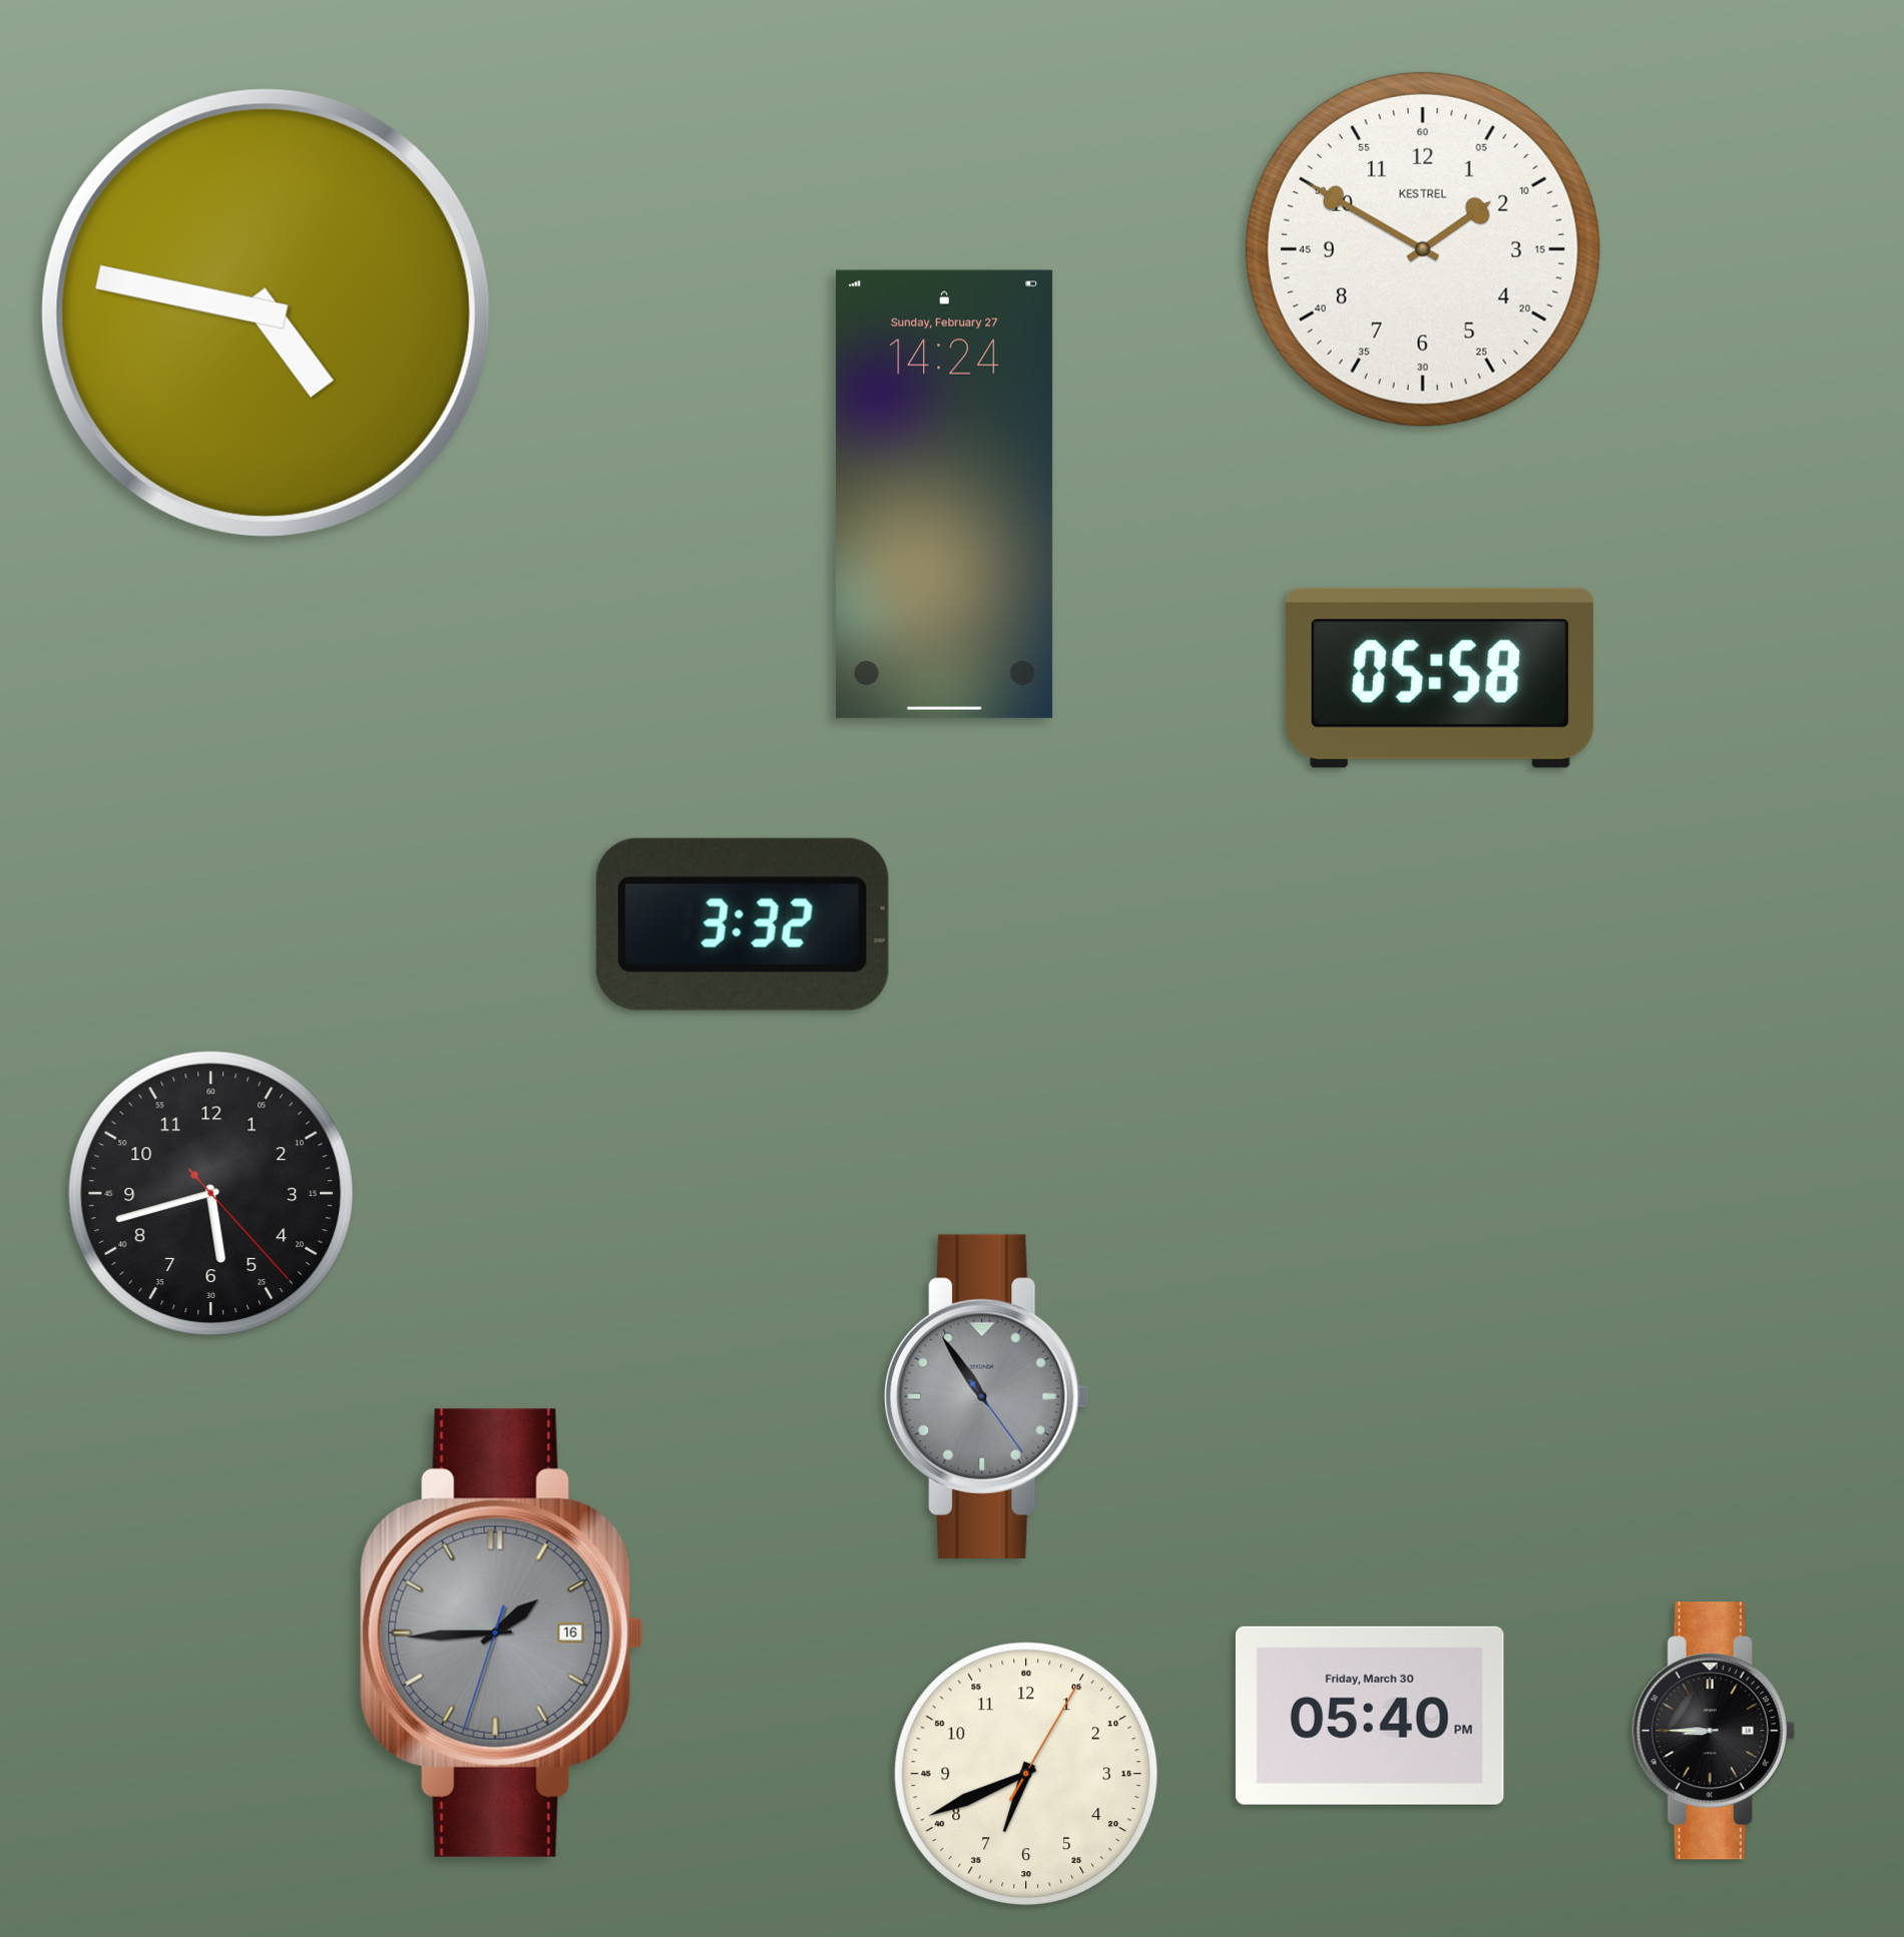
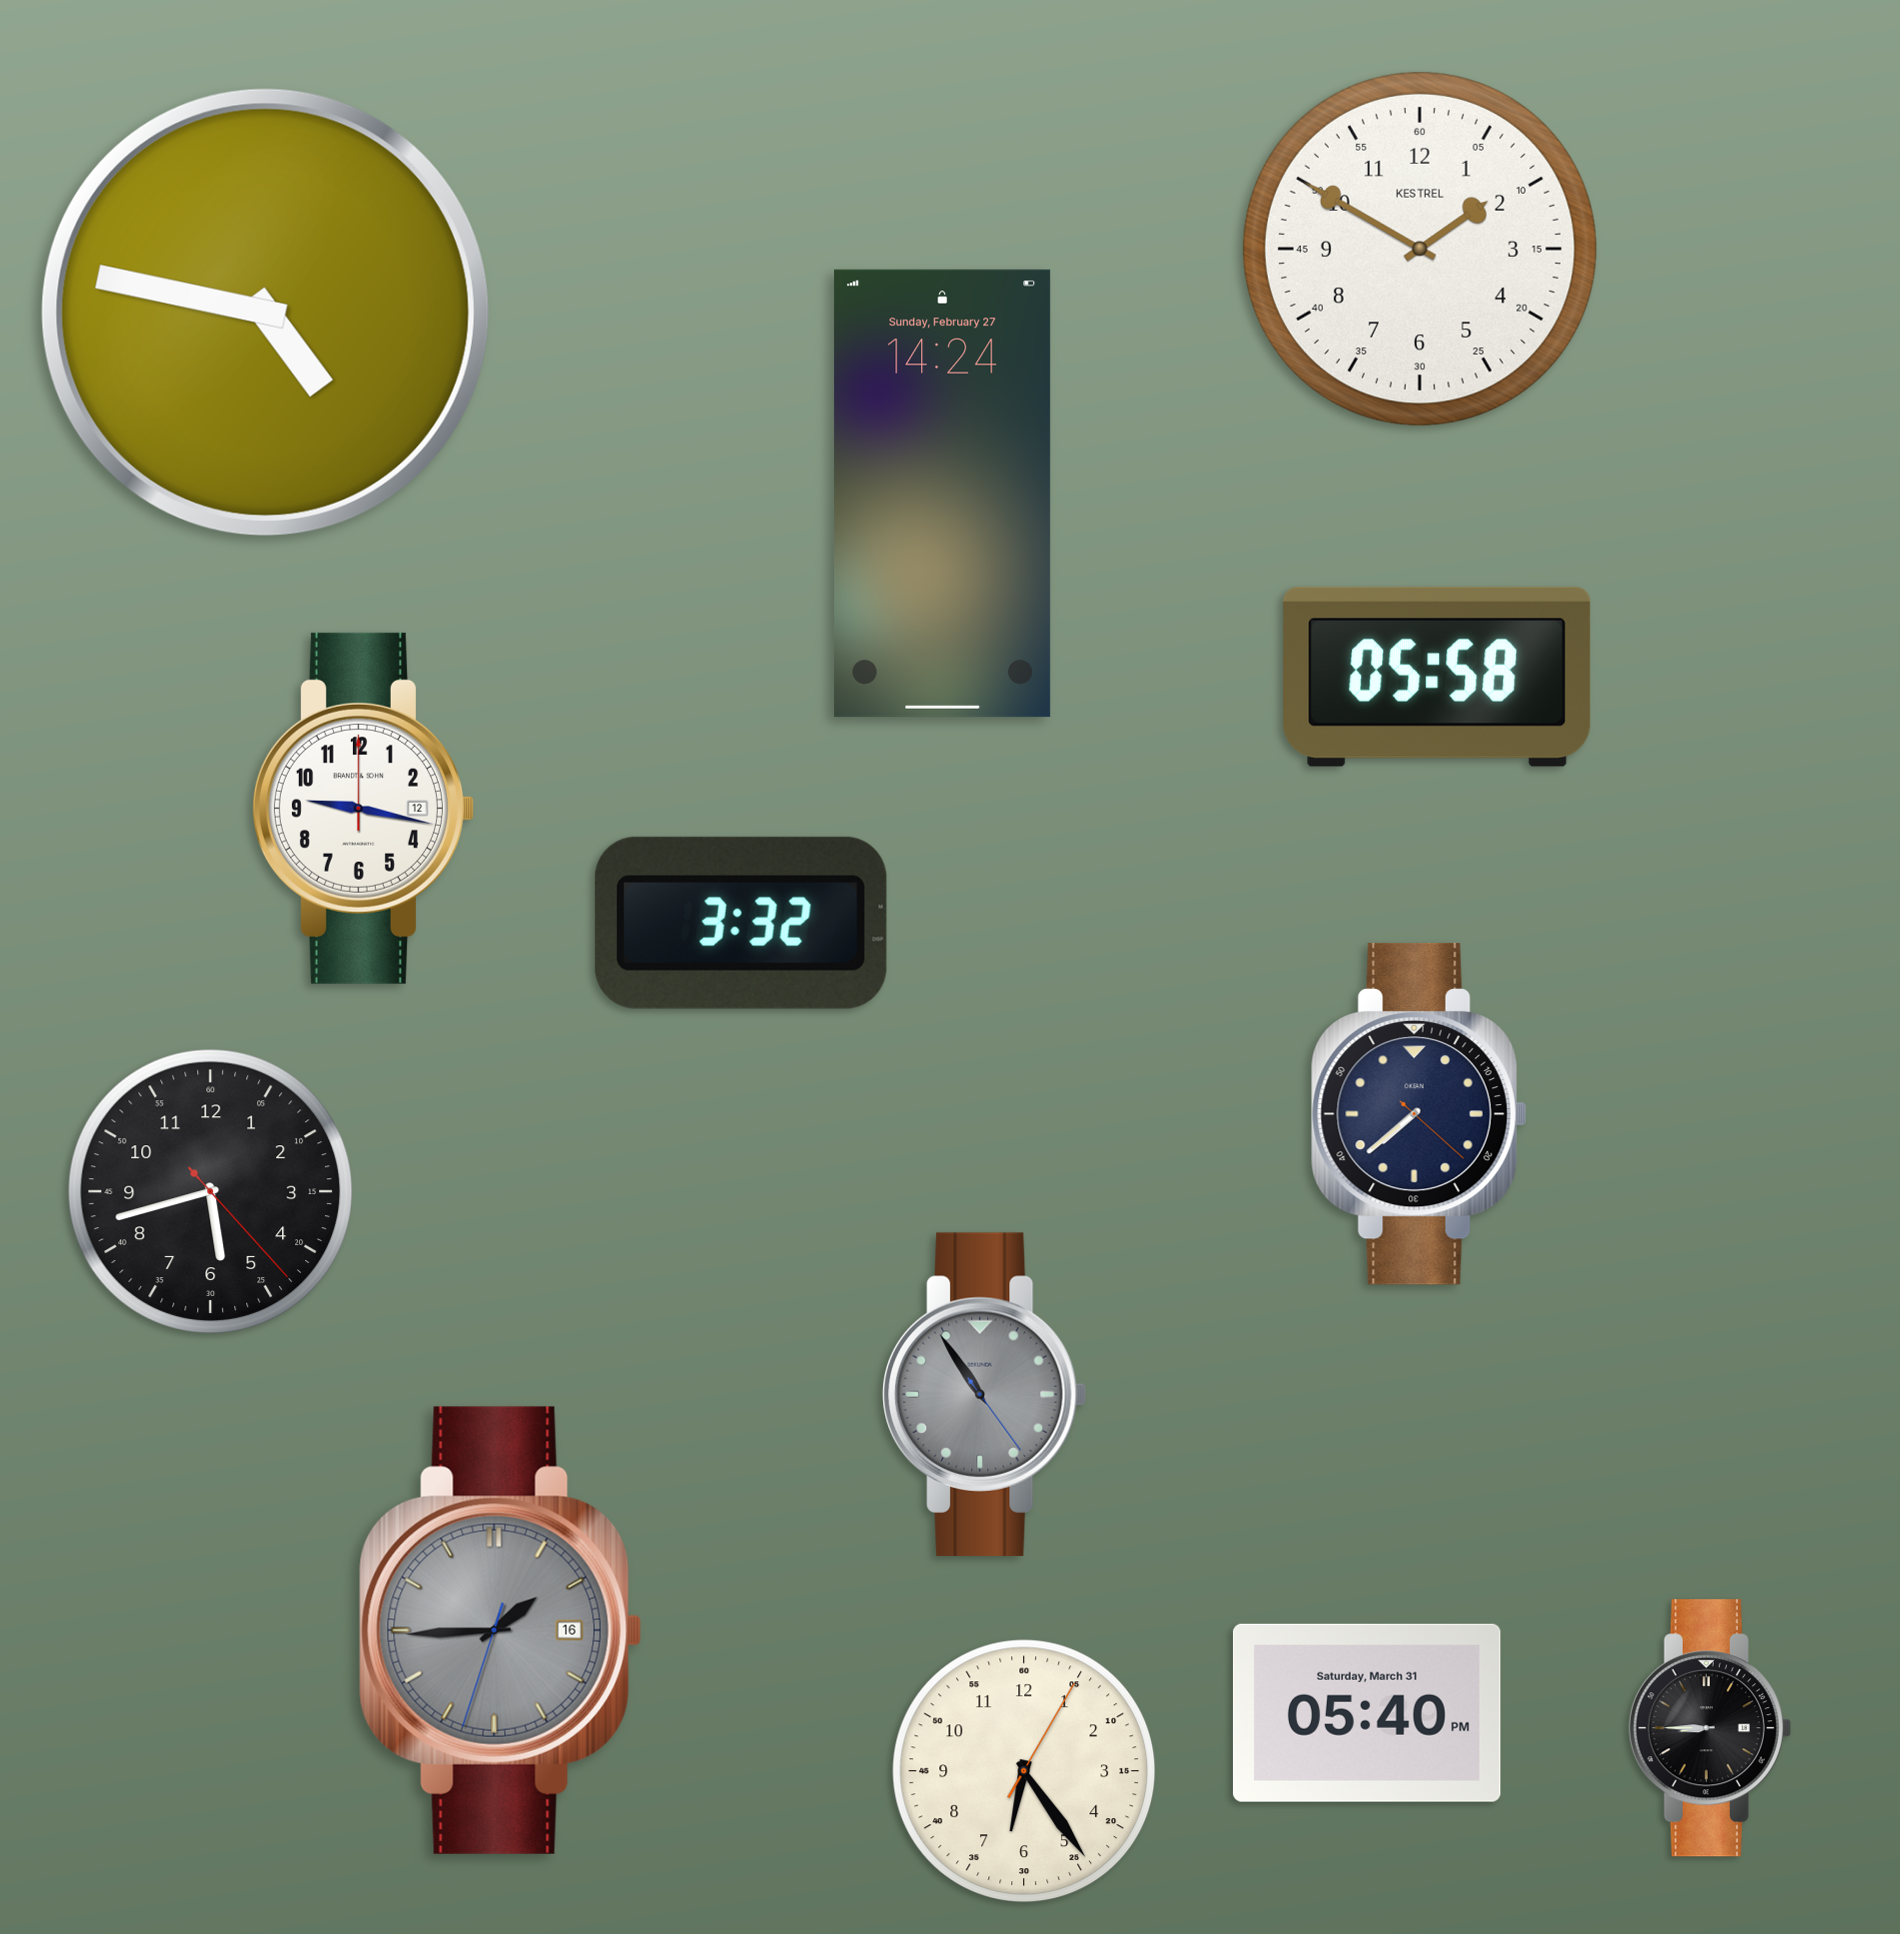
clock at (363, 808): none -> 9:17
clock at (1419, 1114): none -> 7:38
clock at (1370, 1716) date: Friday, March 30 -> Saturday, March 31
clock at (1026, 1774): 6:41 -> 6:24
